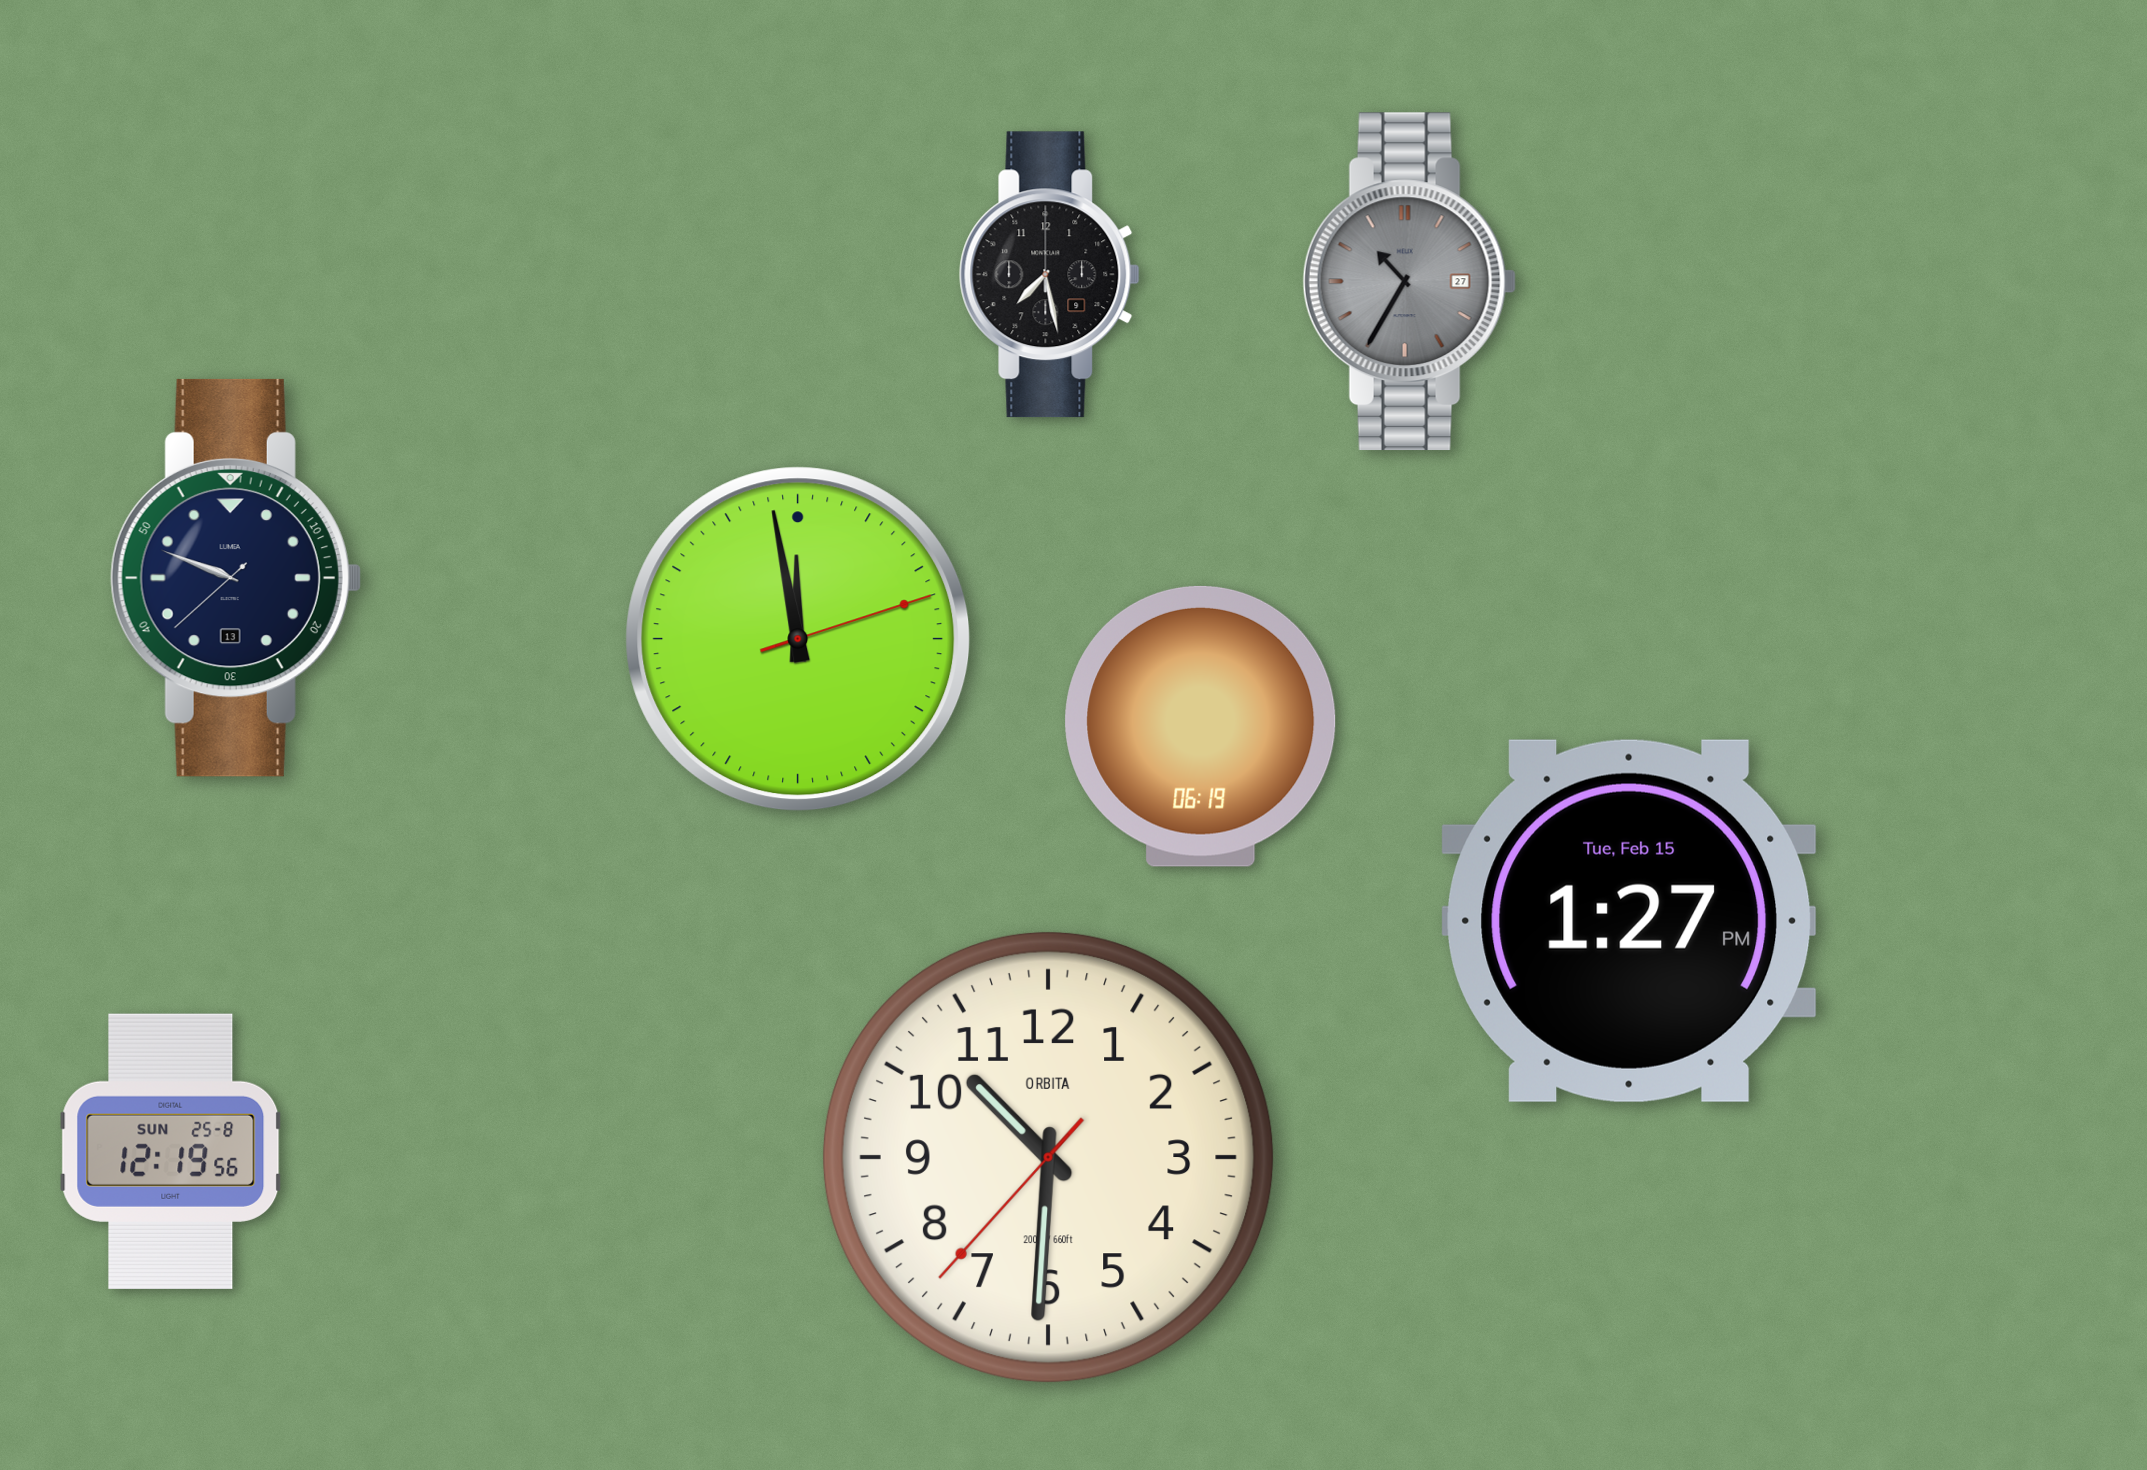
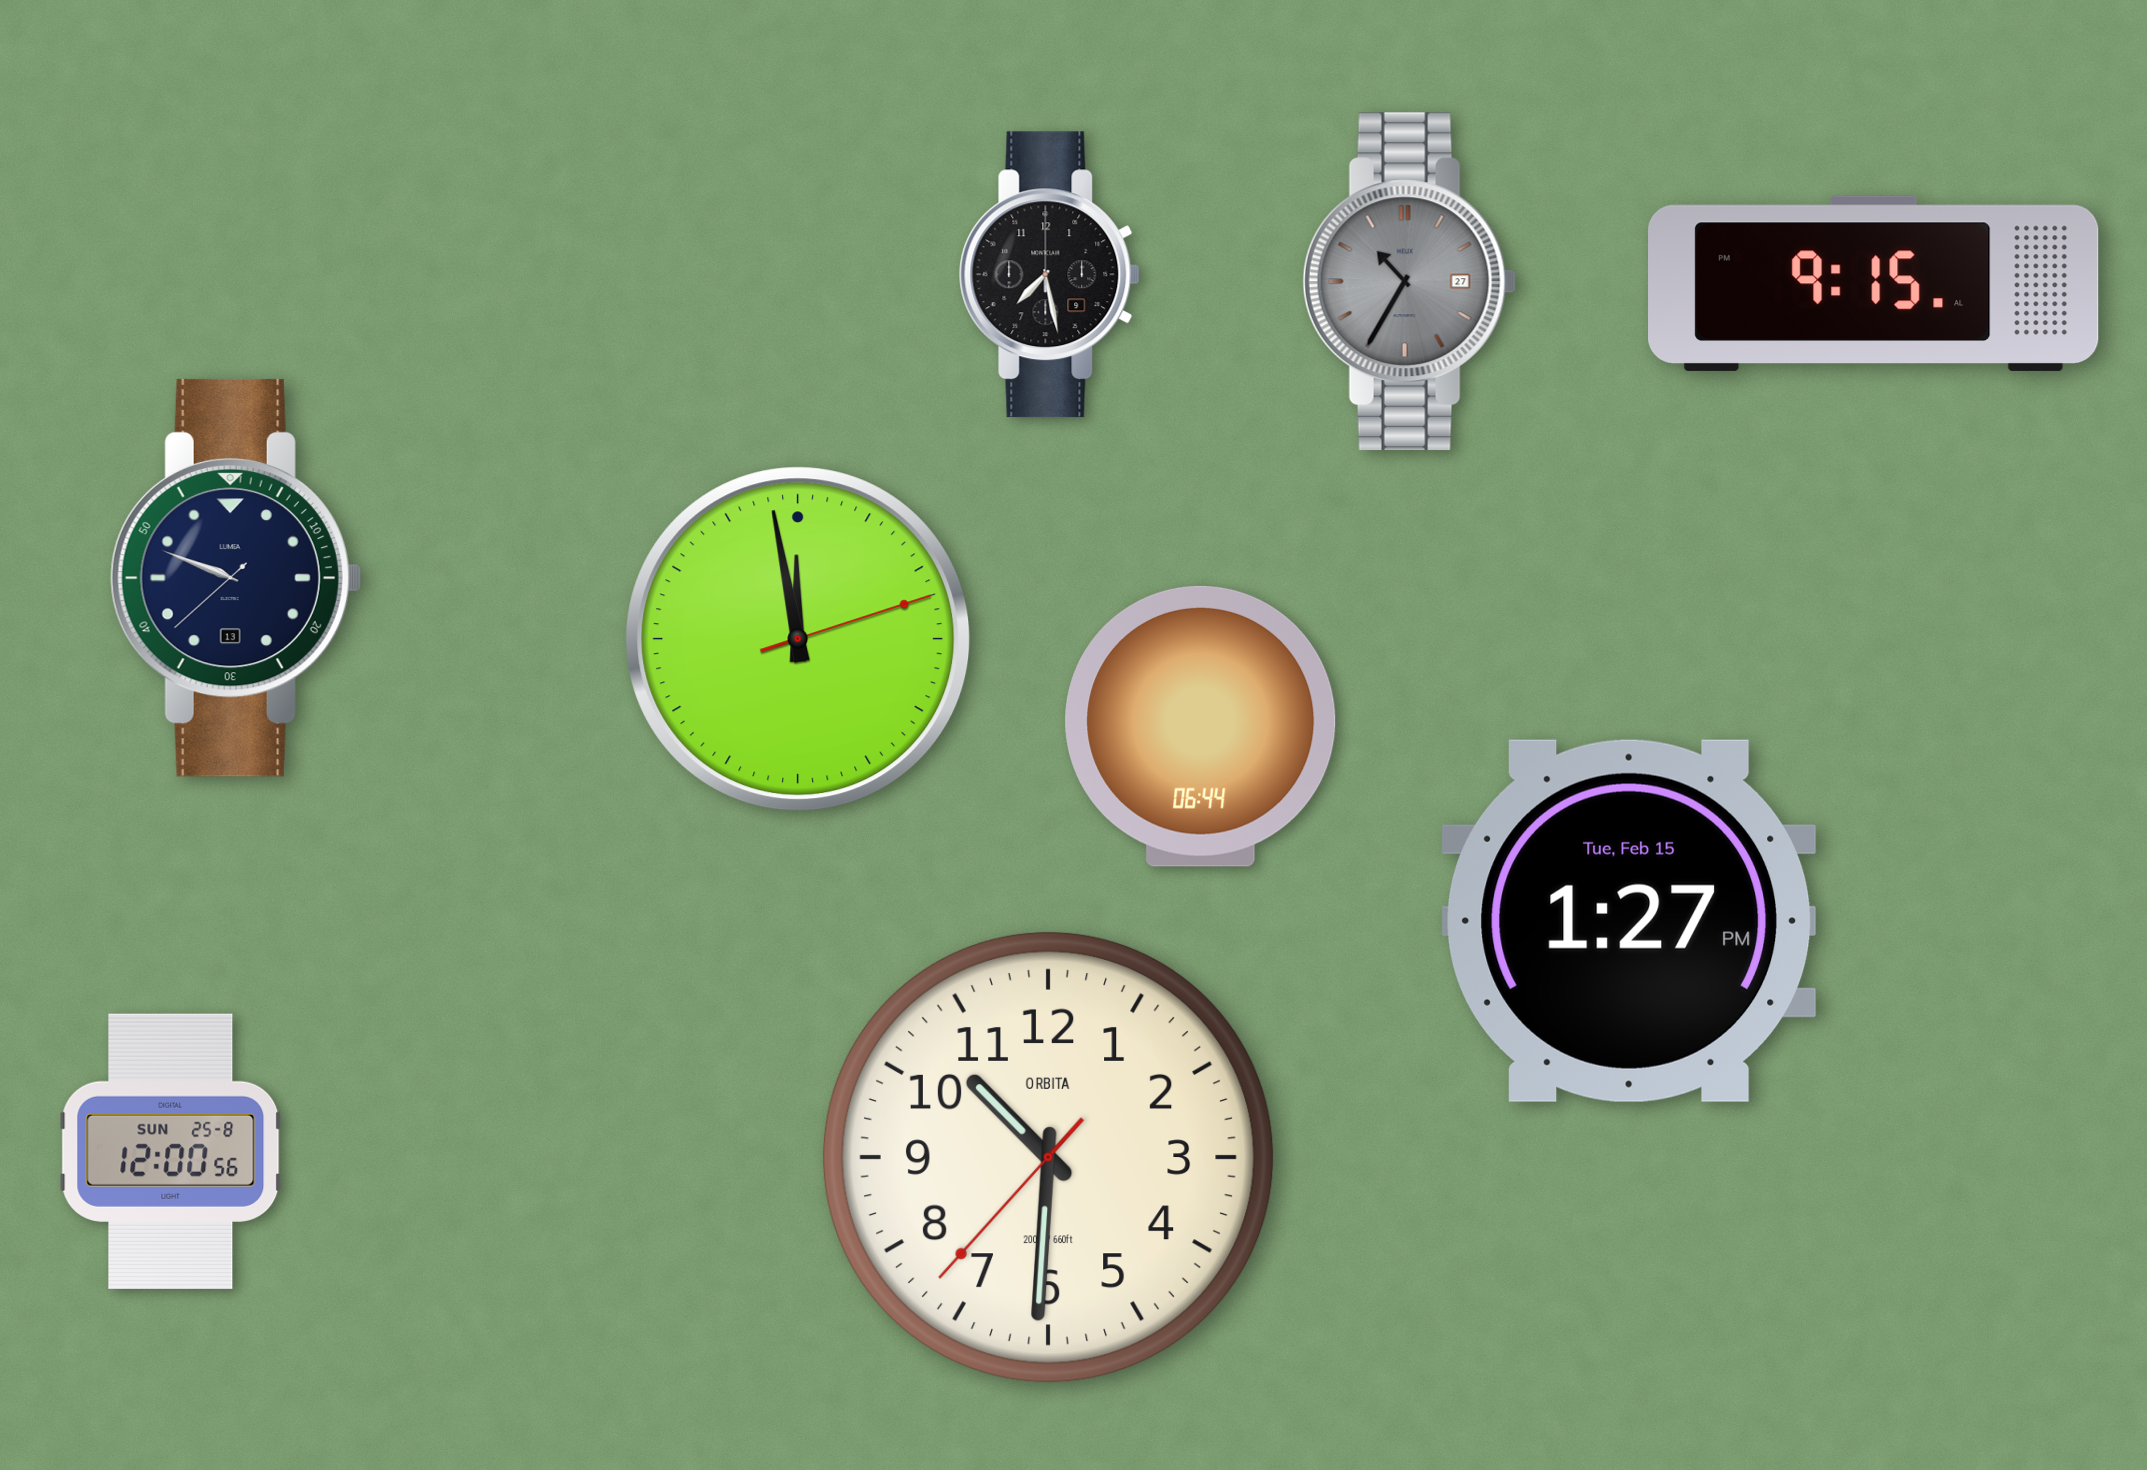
clock at (1874, 283): none -> 9:15
clock at (1201, 726): 06:19 -> 06:44
clock at (171, 1151): 12:19 -> 12:00
